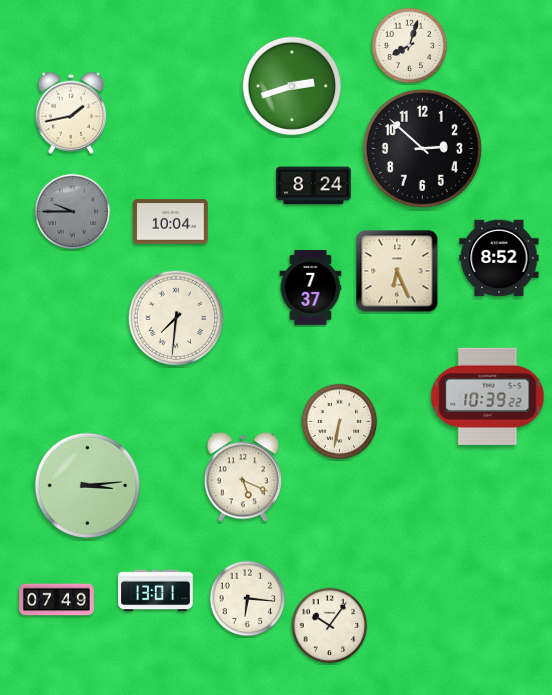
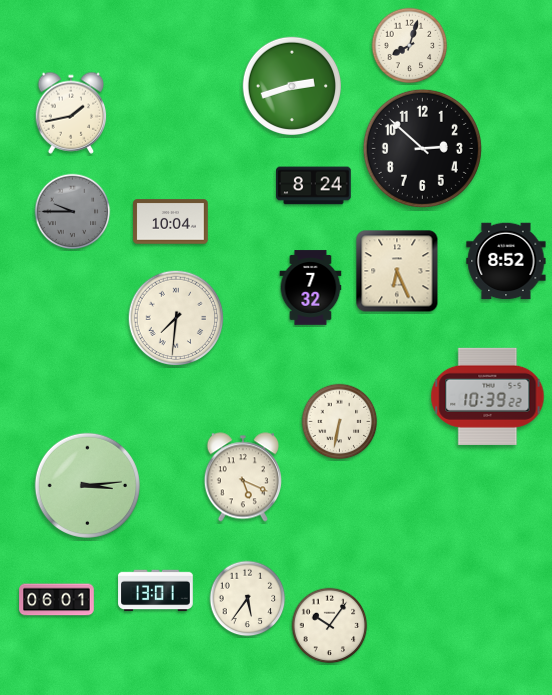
clock at (499, 258) position: (499, 258) -> (506, 261)
clock at (311, 288): 7:37 -> 7:32
clock at (248, 599): 6:16 -> 5:36
clock at (57, 600): 07:49 -> 06:01
